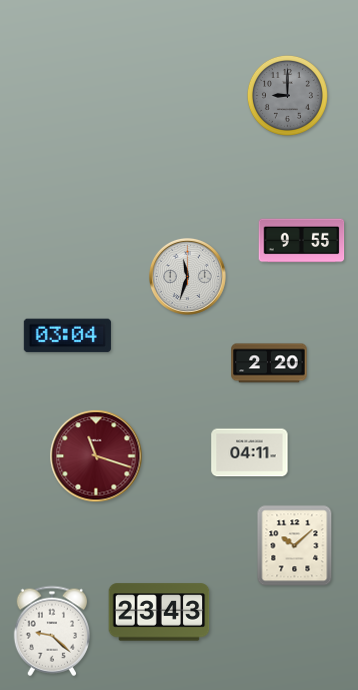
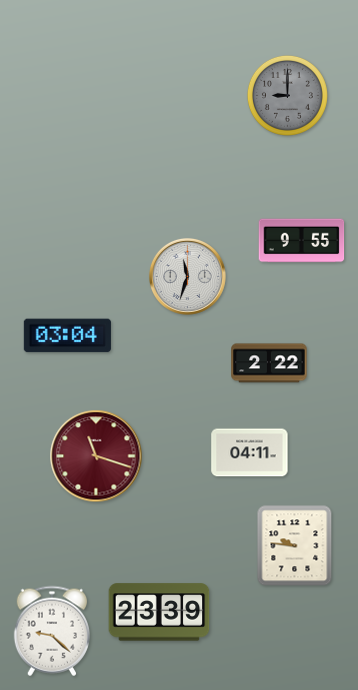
clock at (269, 363): 2:20 -> 2:22
clock at (295, 546): 10:08 -> 9:46
clock at (159, 612): 23:43 -> 23:39
